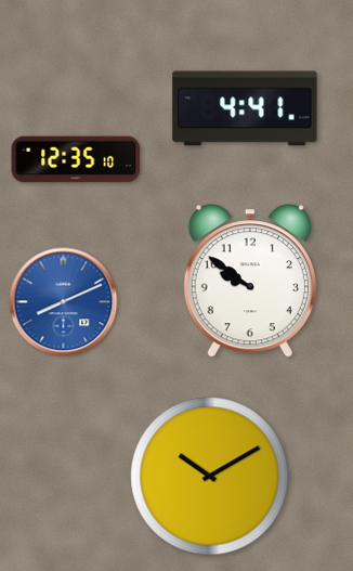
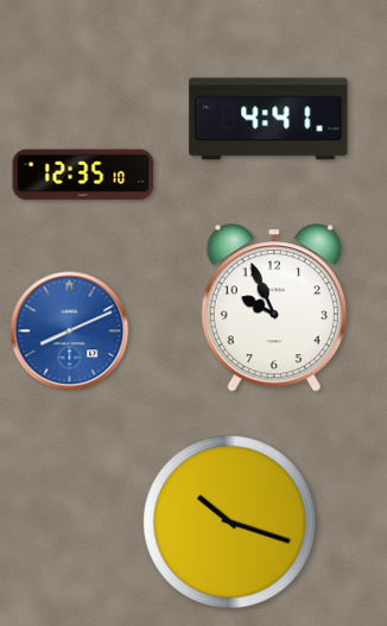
clock at (250, 281): 9:51 -> 9:56
clock at (210, 477): 10:10 -> 10:18
